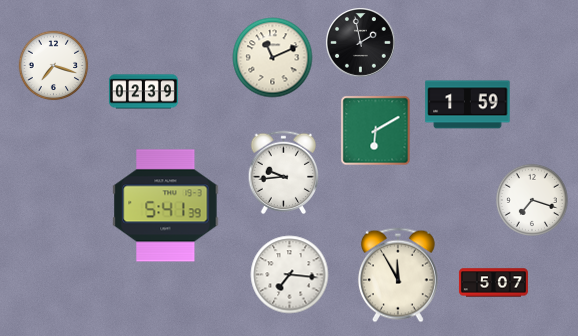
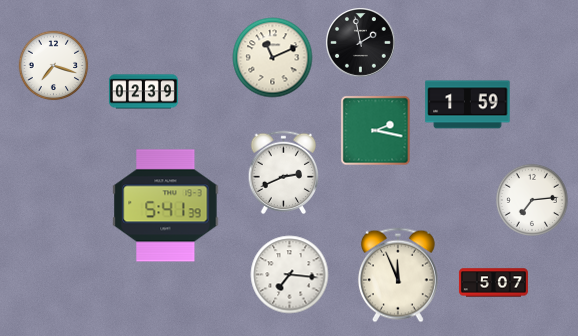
clock at (376, 131): 6:10 -> 2:17
clock at (284, 173): 9:44 -> 2:41
clock at (532, 200): 7:18 -> 7:14
clock at (398, 275): 11:55 -> 11:56
